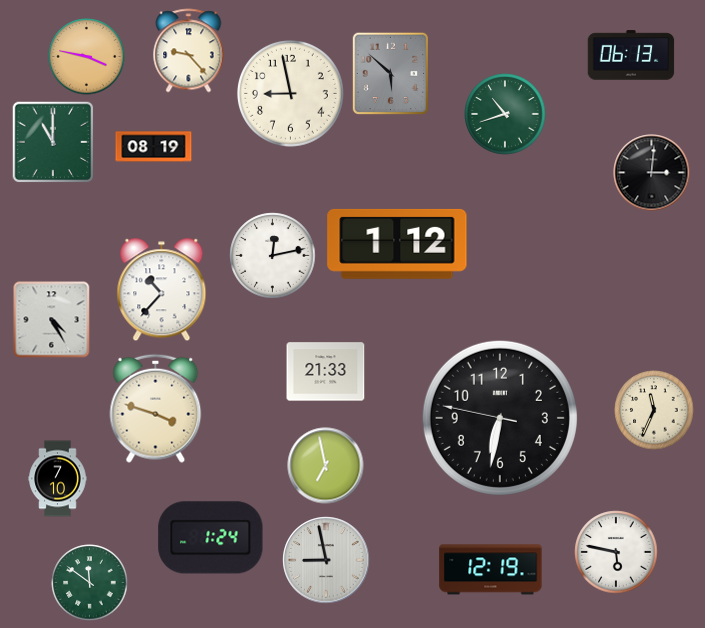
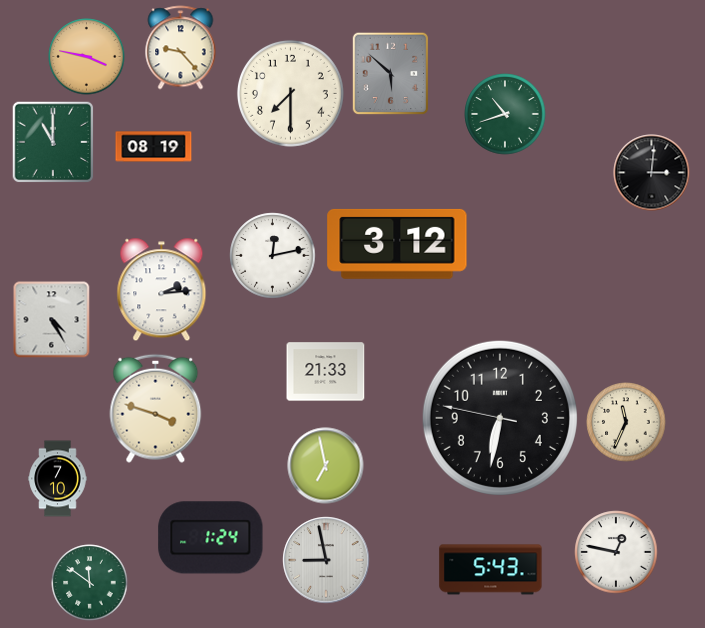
clock at (189, 51) position: (189, 51) -> (181, 48)
clock at (631, 55): 06:13 -> none
clock at (290, 93): 8:58 -> 7:30
clock at (397, 244): 1:12 -> 3:12
clock at (162, 290): 10:37 -> 2:14
clock at (654, 410) position: (654, 410) -> (626, 422)
clock at (616, 552): 5:47 -> 12:47
clock at (491, 570): 12:19 -> 5:43
